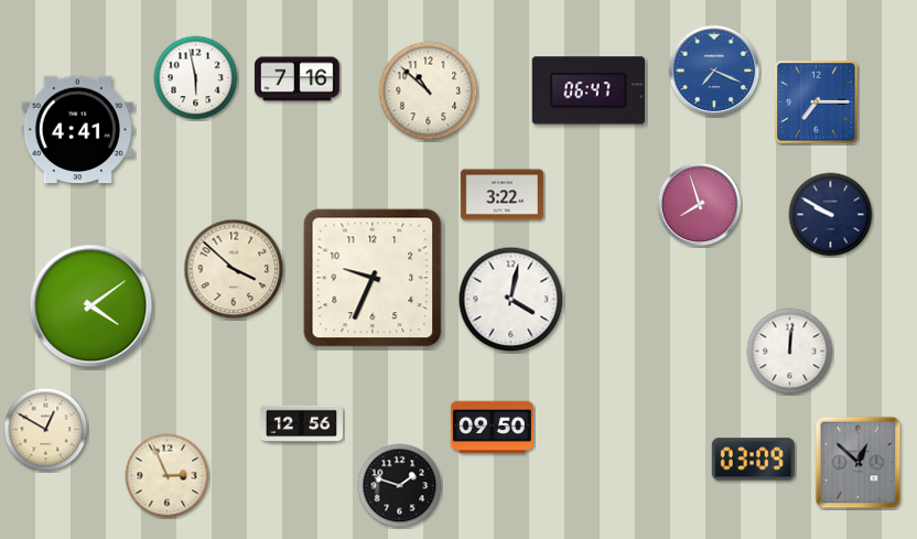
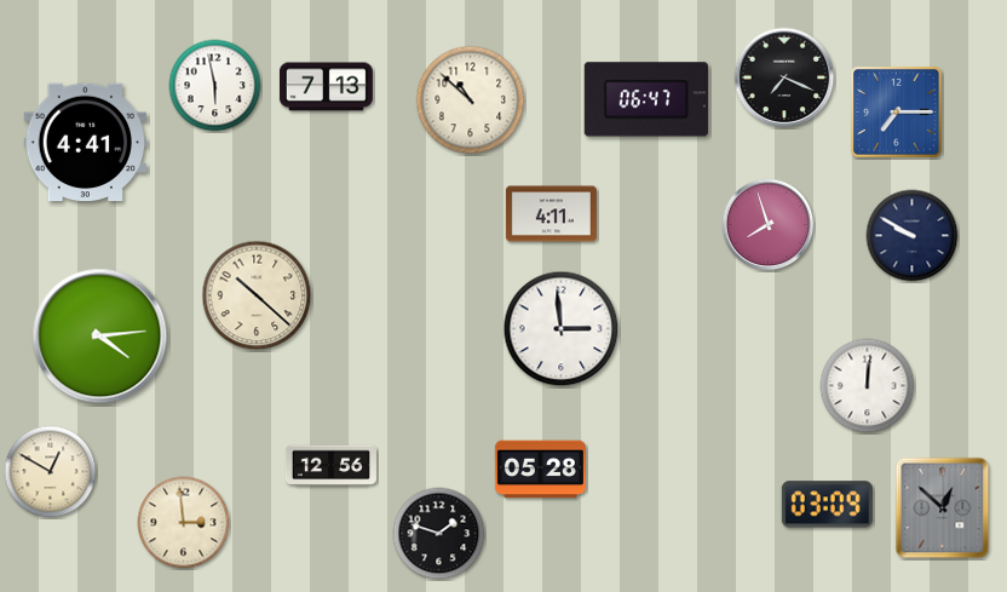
clock at (714, 71) dial: blue -> black
clock at (296, 79): 7:16 -> 7:13
clock at (501, 195): 3:22 -> 4:11
clock at (234, 269): 3:52 -> 10:22
clock at (373, 278): 9:34 -> none
clock at (511, 300): 4:02 -> 2:59
clock at (91, 306): 4:09 -> 4:14
clock at (492, 428): 09:50 -> 05:28
clock at (168, 476): 2:56 -> 2:59
